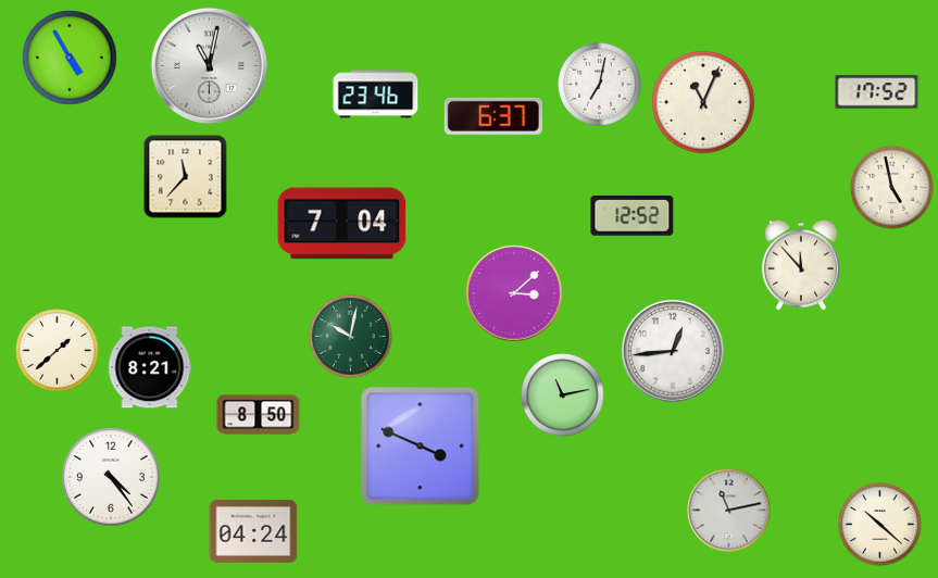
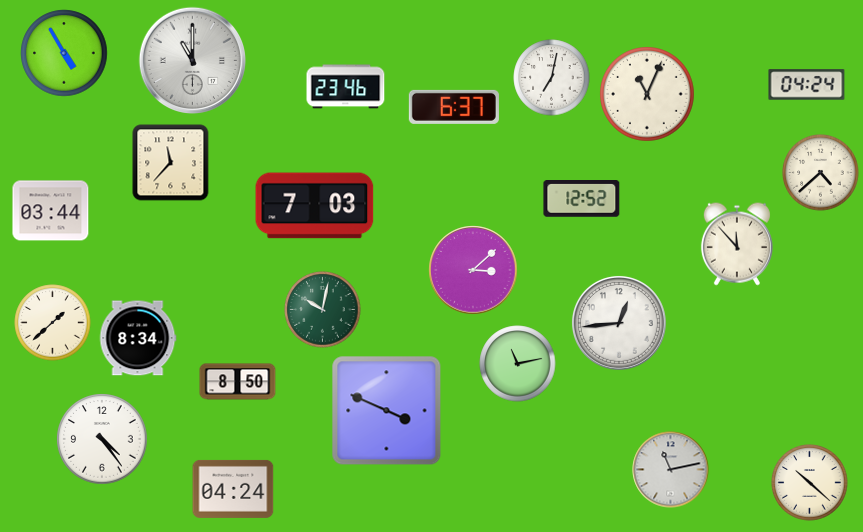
clock at (209, 65): 11:02 -> 11:00
clock at (877, 92): 17:52 -> 04:24
clock at (892, 188): 4:58 -> 4:38
clock at (342, 224): 7:04 -> 7:03
clock at (51, 211): none -> 03:44
clock at (150, 367): 8:21 -> 8:34
